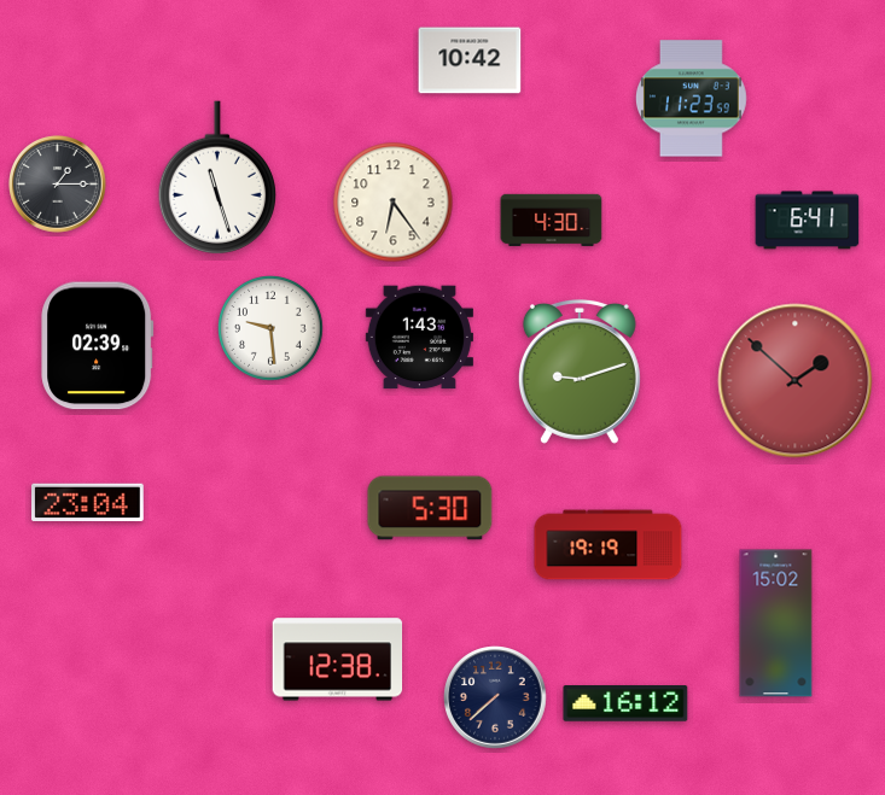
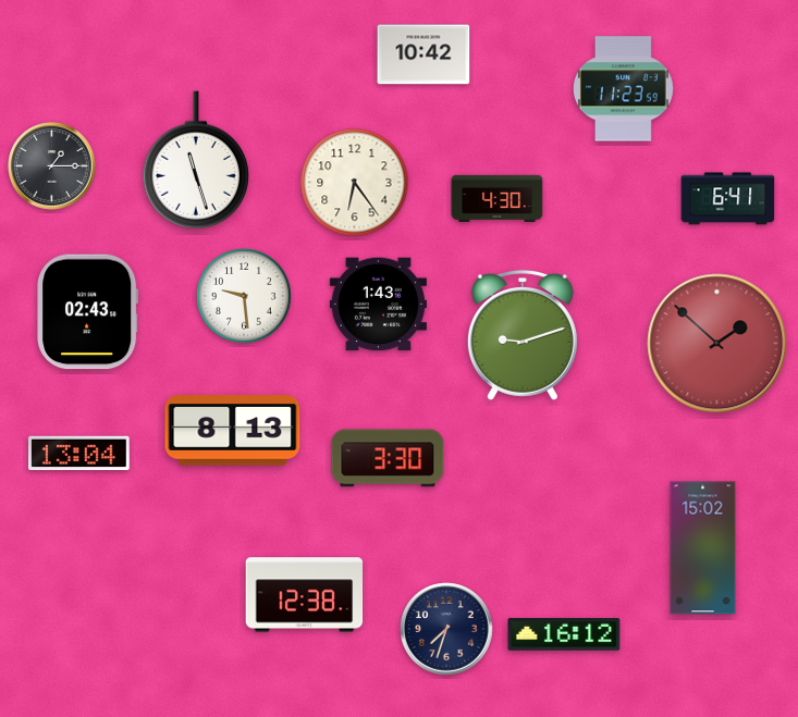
clock at (98, 346): 02:39 -> 02:43
clock at (233, 431): none -> 8:13
clock at (88, 502): 23:04 -> 13:04
clock at (430, 508): 5:30 -> 3:30
clock at (609, 545): 19:19 -> none
clock at (776, 624) position: (776, 624) -> (703, 548)
clock at (495, 697): 7:38 -> 7:33
